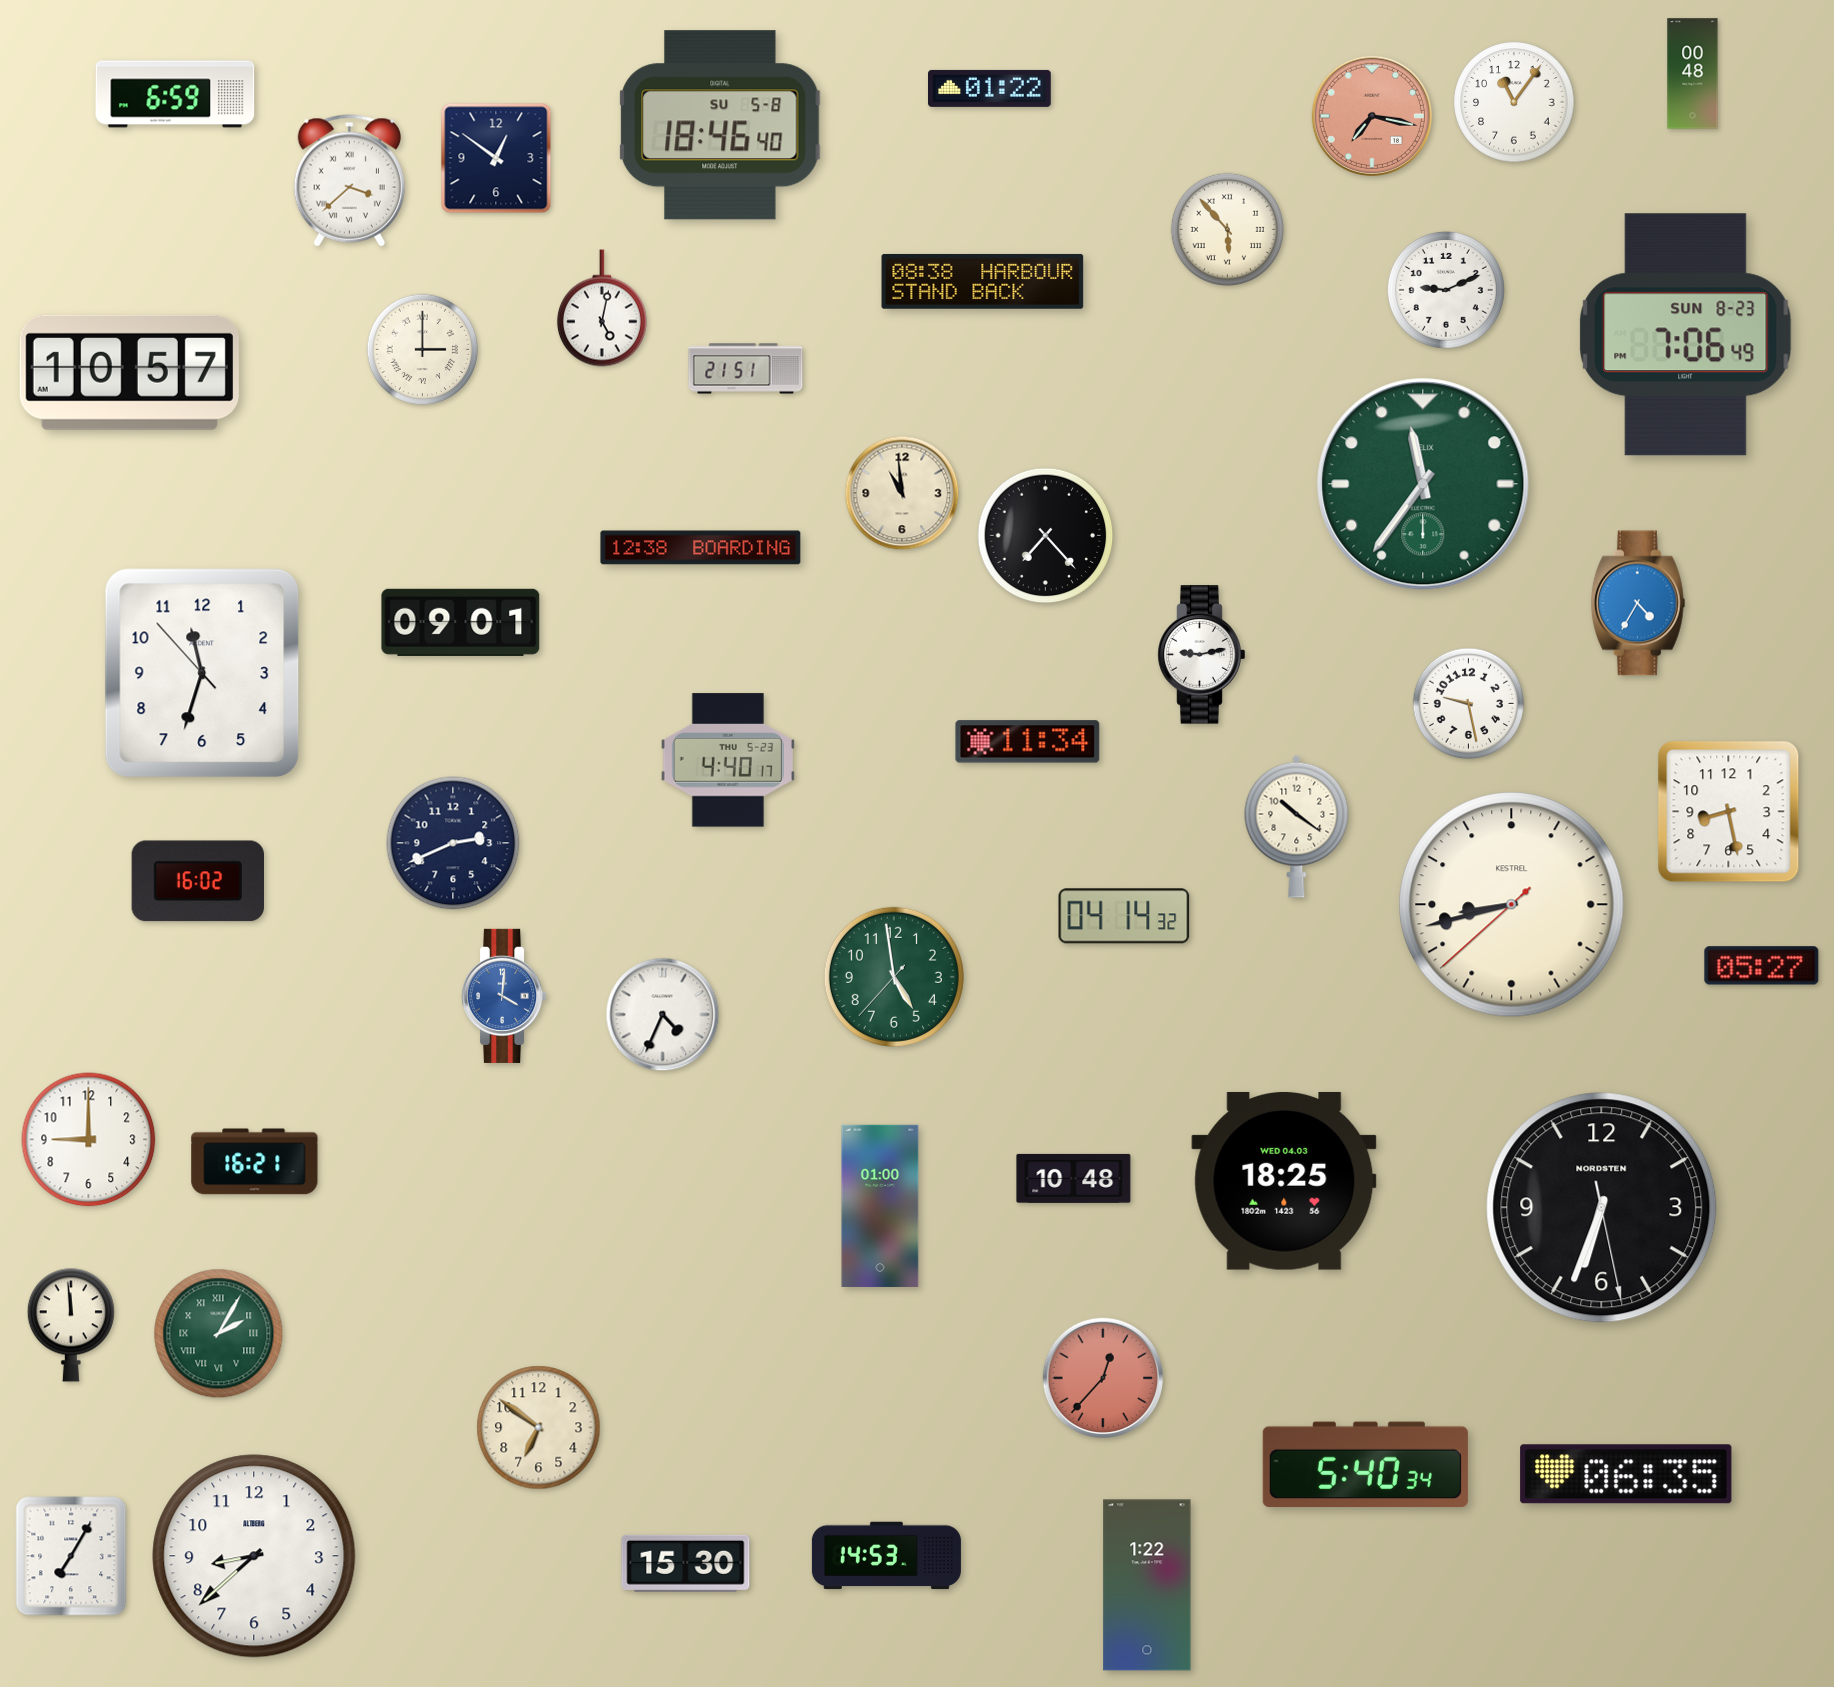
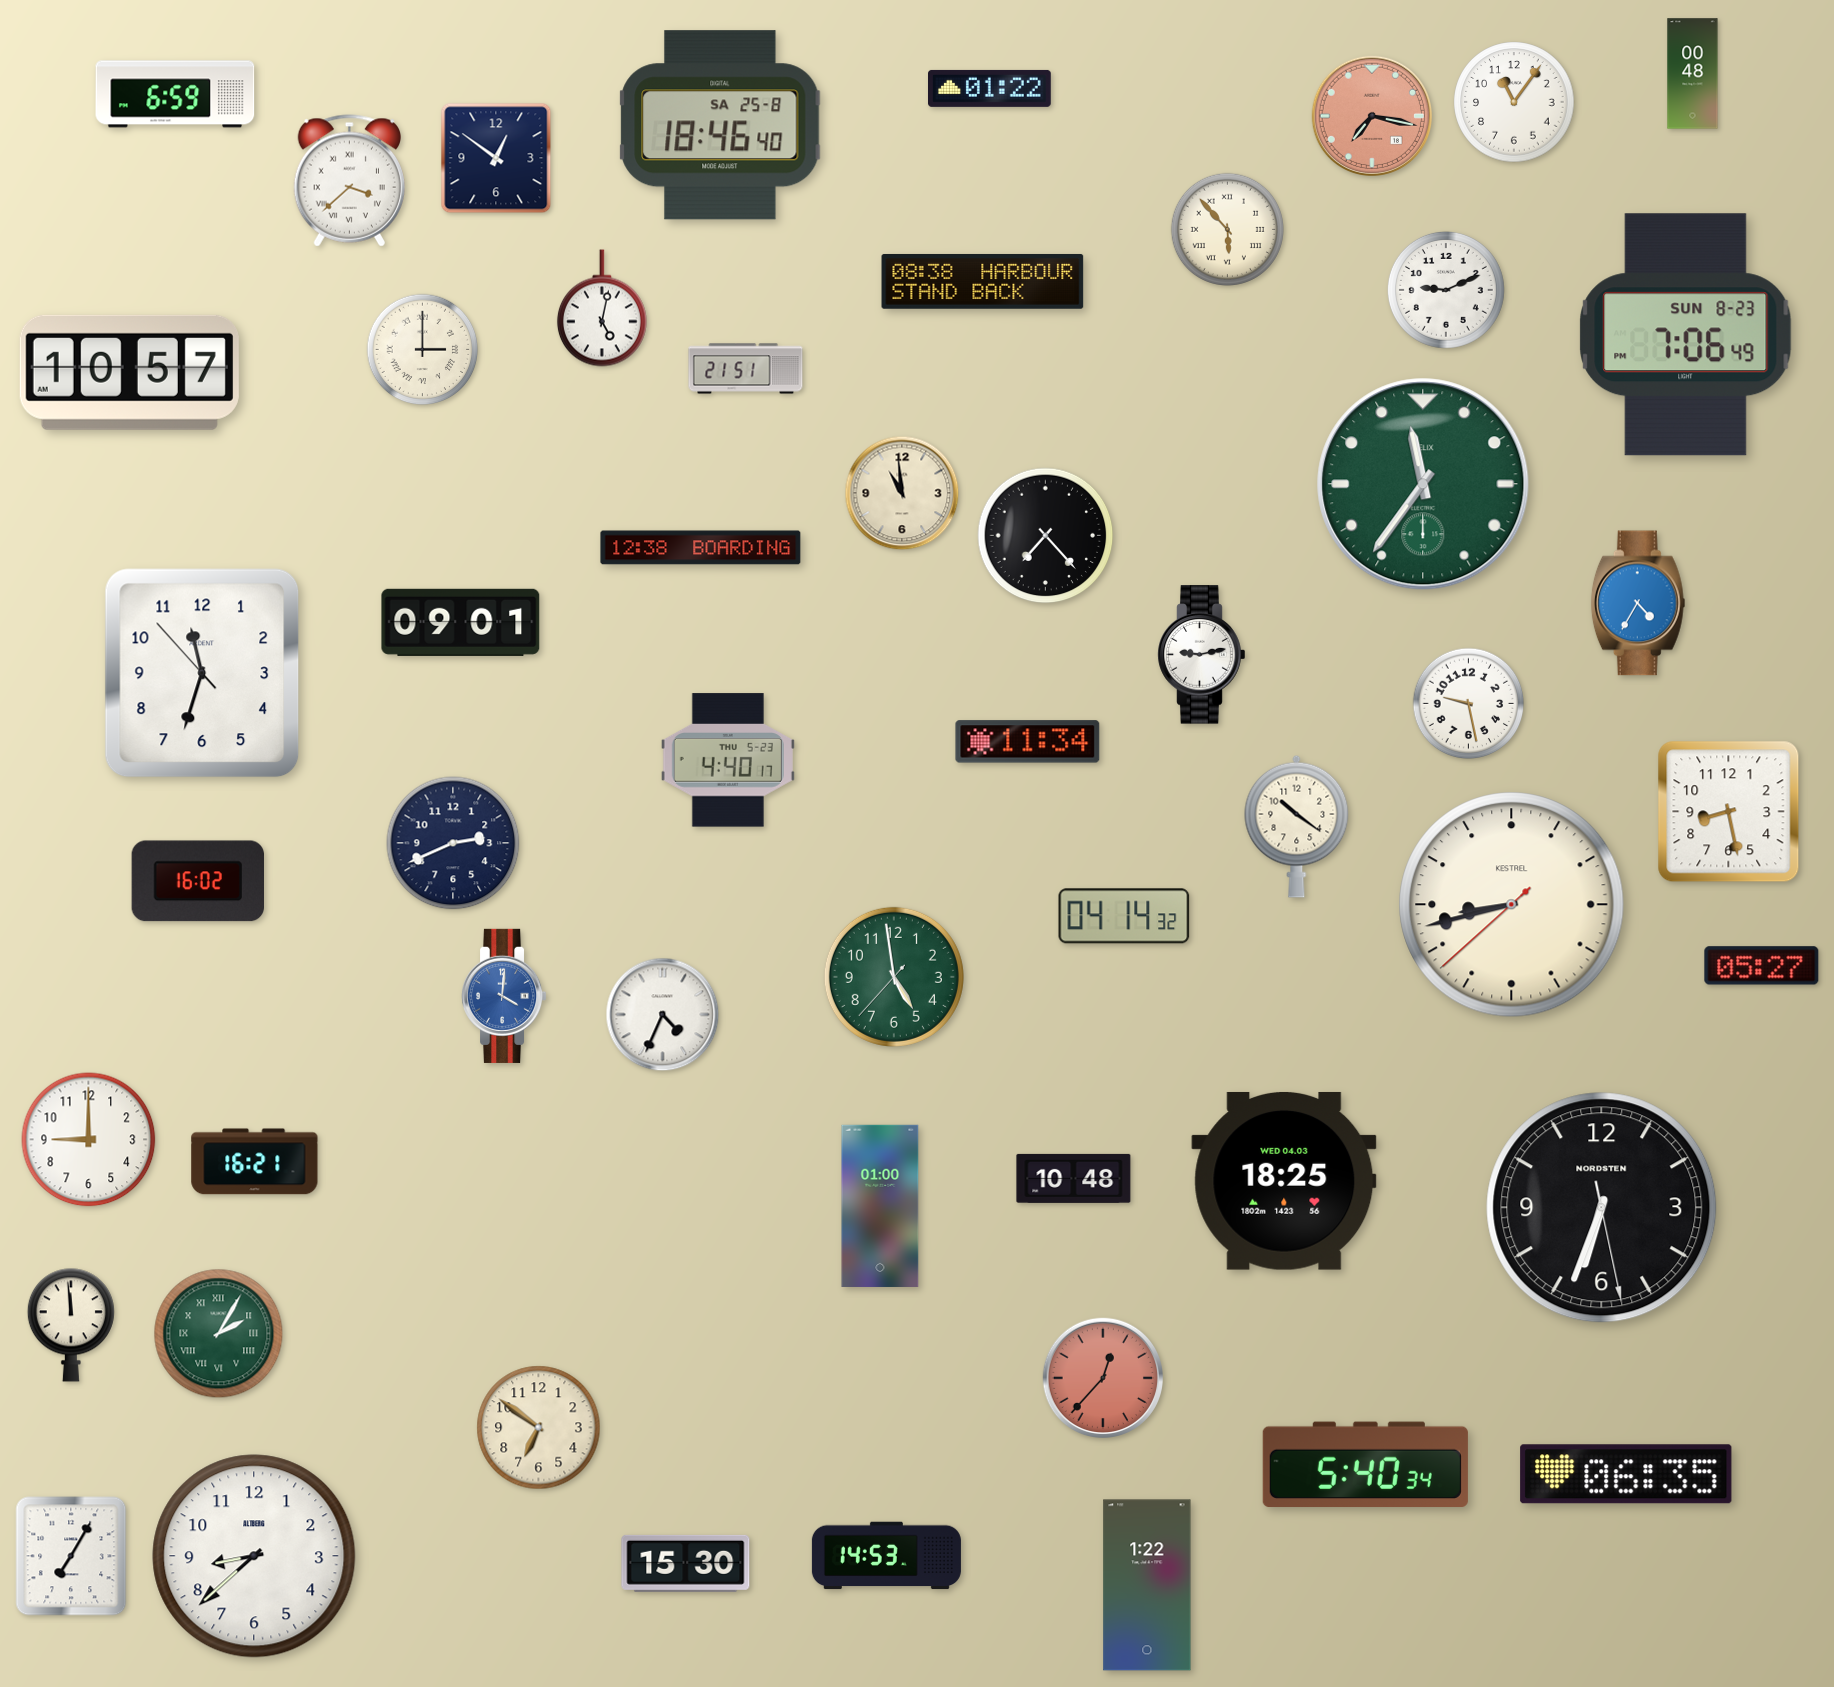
clock at (720, 125) date: SU 5-8 -> SA 25-8
